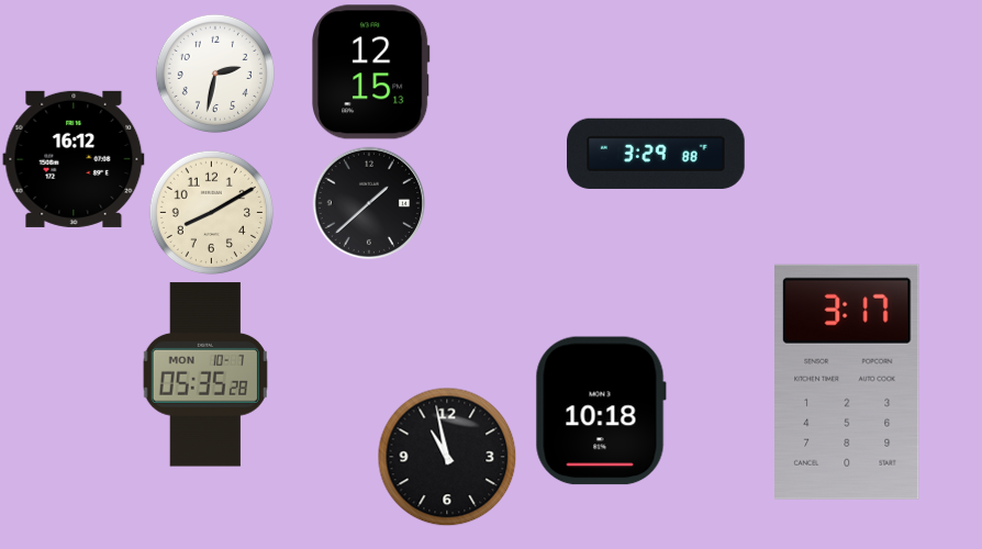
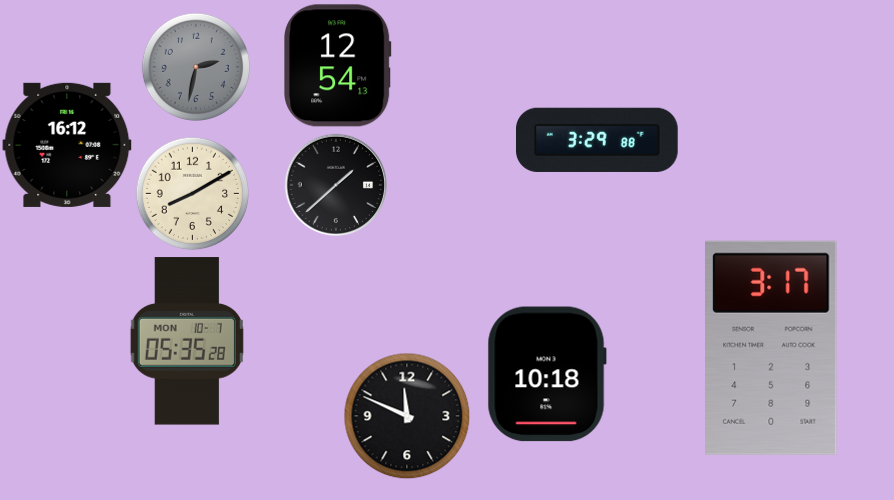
clock at (371, 72): 12:15 -> 12:54
clock at (215, 74) dial: white -> grey
clock at (447, 457): 10:58 -> 11:49
